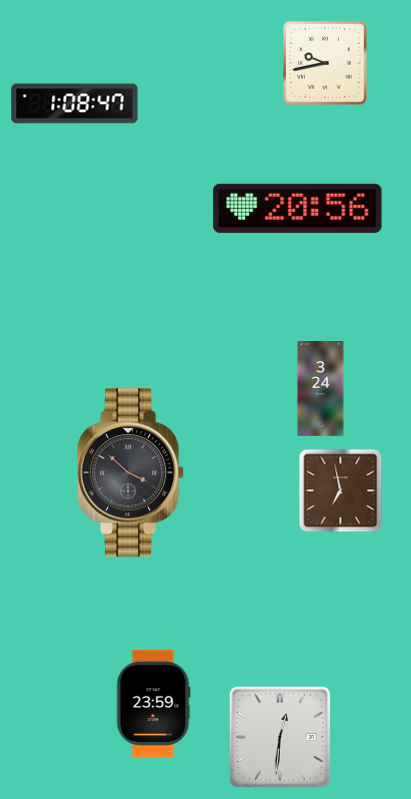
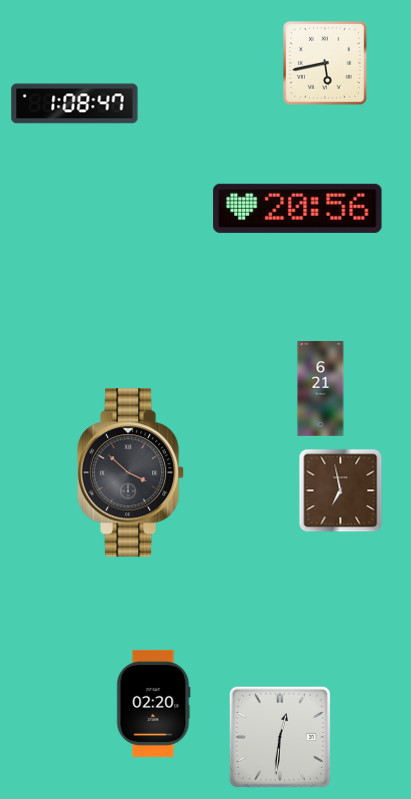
clock at (326, 64): 9:43 -> 5:43
clock at (321, 389): 3:24 -> 6:21
clock at (154, 703): 23:59 -> 02:20
